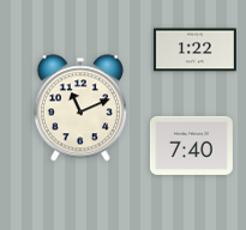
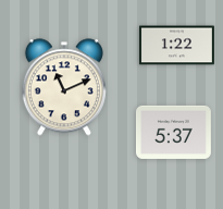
clock at (80, 108) position: (80, 108) -> (64, 87)
clock at (192, 145): 7:40 -> 5:37
